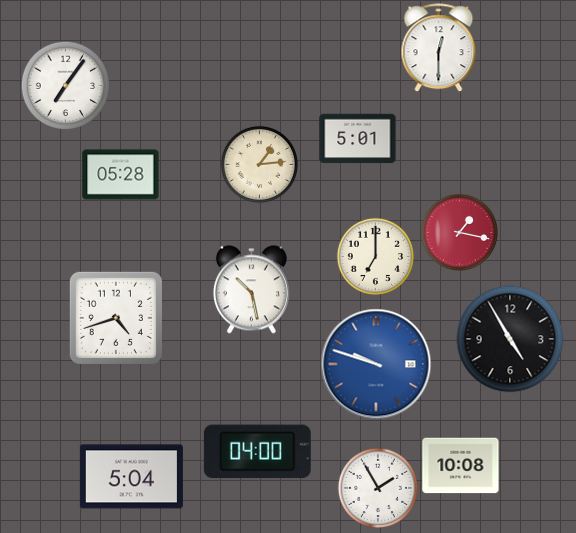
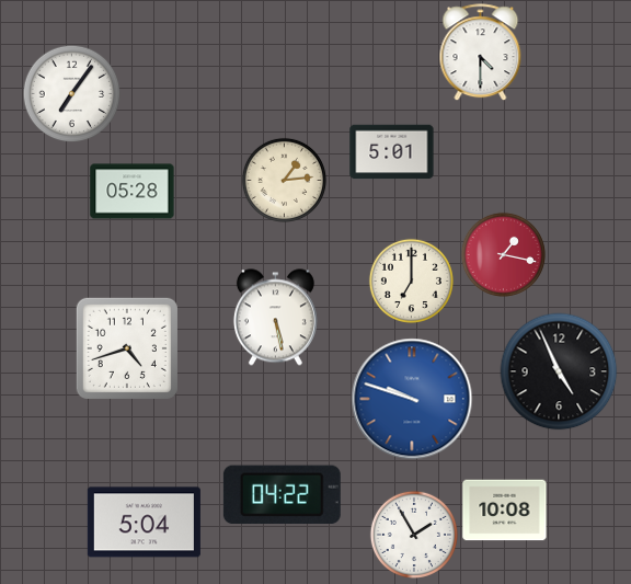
clock at (439, 48): 12:30 -> 4:30
clock at (251, 290): 10:28 -> 5:28
clock at (510, 339): 4:55 -> 4:56
clock at (257, 452): 04:00 -> 04:22
